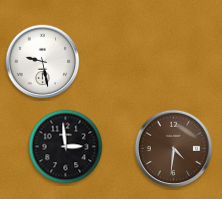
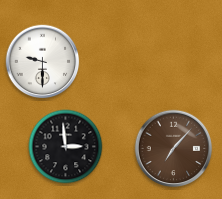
clock at (43, 62): 9:28 -> 9:30
clock at (174, 149): 4:31 -> 7:07
